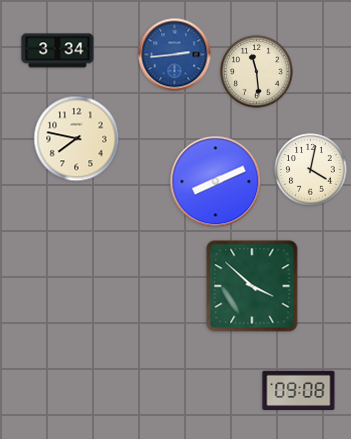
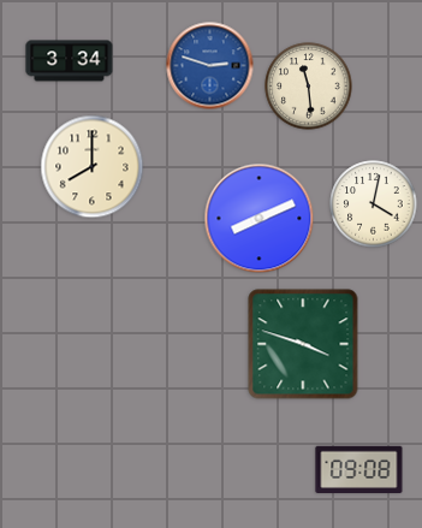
clock at (175, 55): 2:44 -> 2:48
clock at (77, 139): 7:47 -> 8:00
clock at (252, 286): 3:52 -> 3:48
